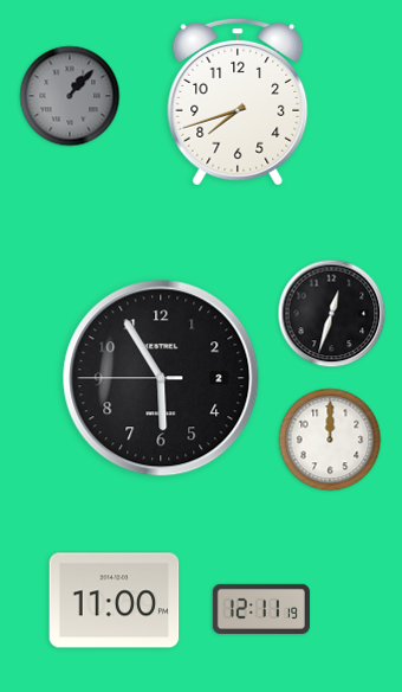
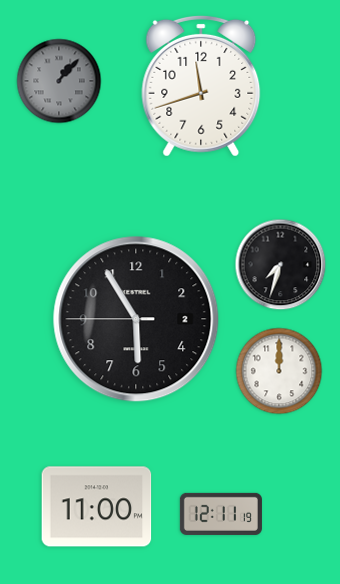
clock at (238, 102): 7:42 -> 11:42
clock at (332, 314): 12:33 -> 7:33
